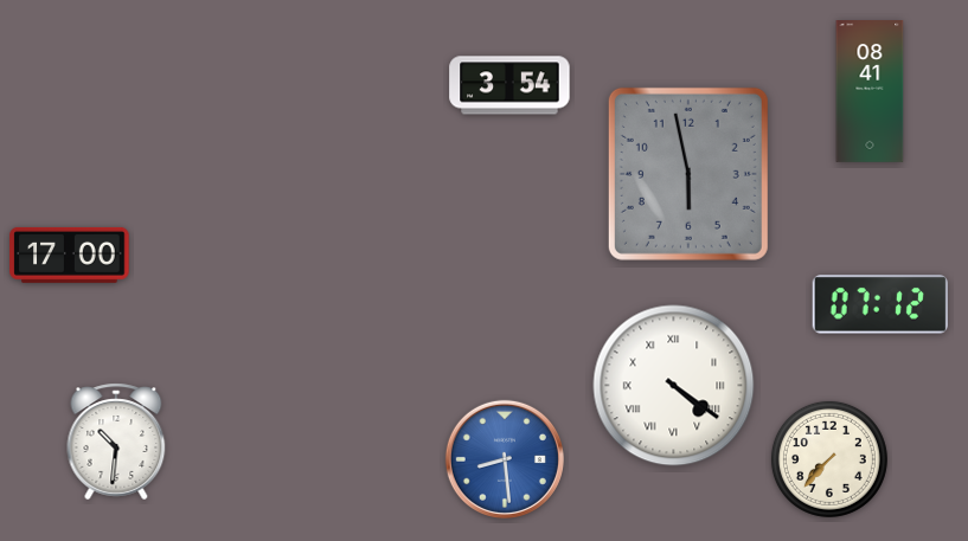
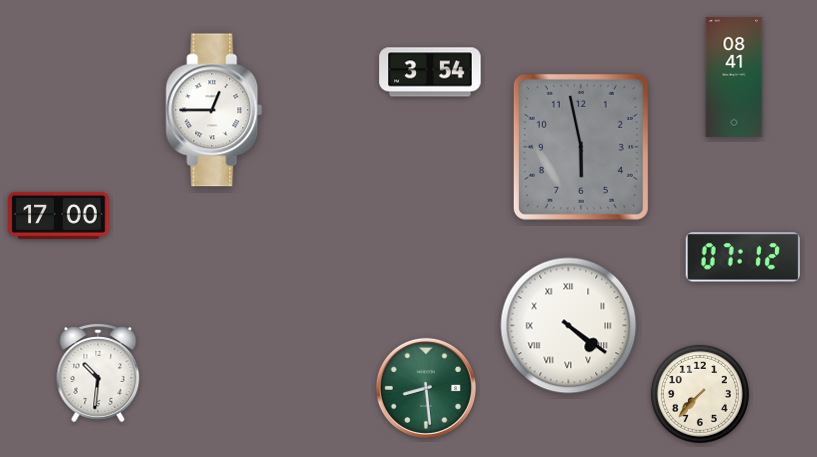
clock at (214, 110): none -> 12:45
clock at (505, 459) dial: blue -> green
clock at (829, 459) position: (829, 459) -> (700, 394)
